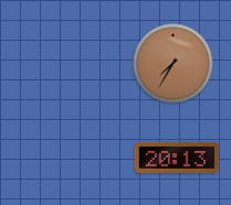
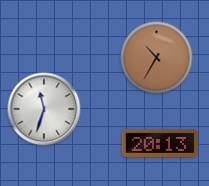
clock at (174, 64): 7:35 -> 10:35
clock at (44, 109): none -> 11:33
